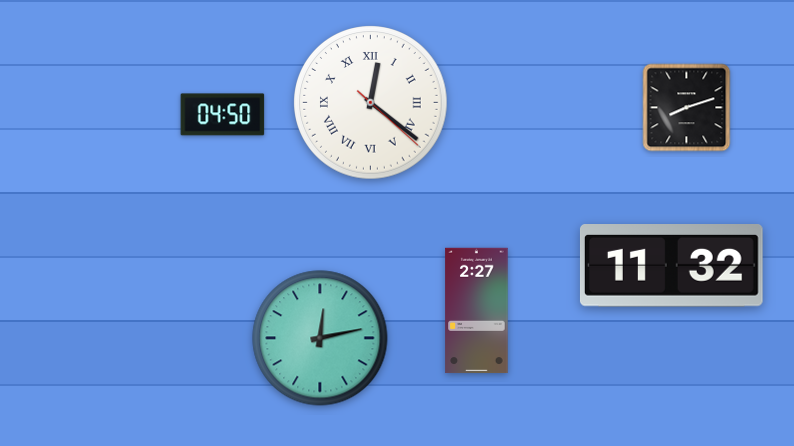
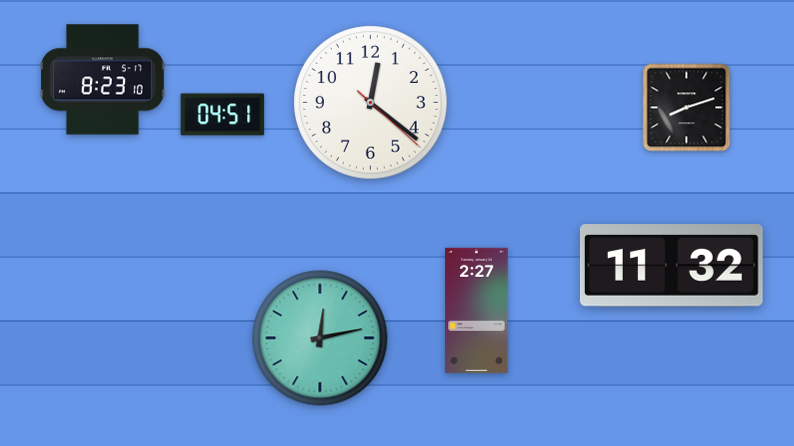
clock at (103, 80): none -> 8:23
clock at (371, 103) numerals: Roman -> Arabic
clock at (223, 115): 04:50 -> 04:51
